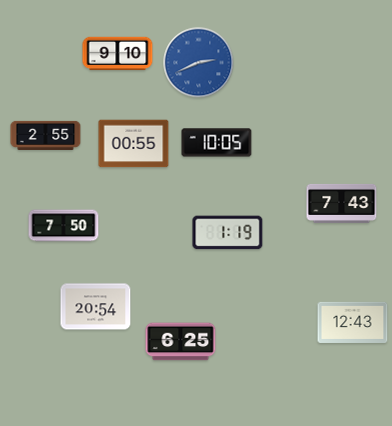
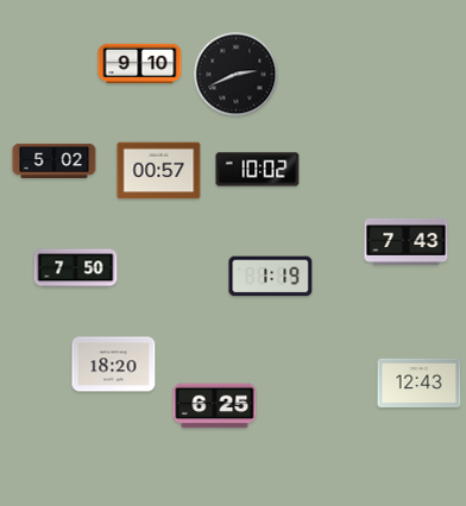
clock at (199, 63) dial: blue -> black
clock at (46, 135): 2:55 -> 5:02
clock at (217, 143): 10:05 -> 10:02
clock at (134, 144): 00:55 -> 00:57
clock at (96, 307): 20:54 -> 18:20
